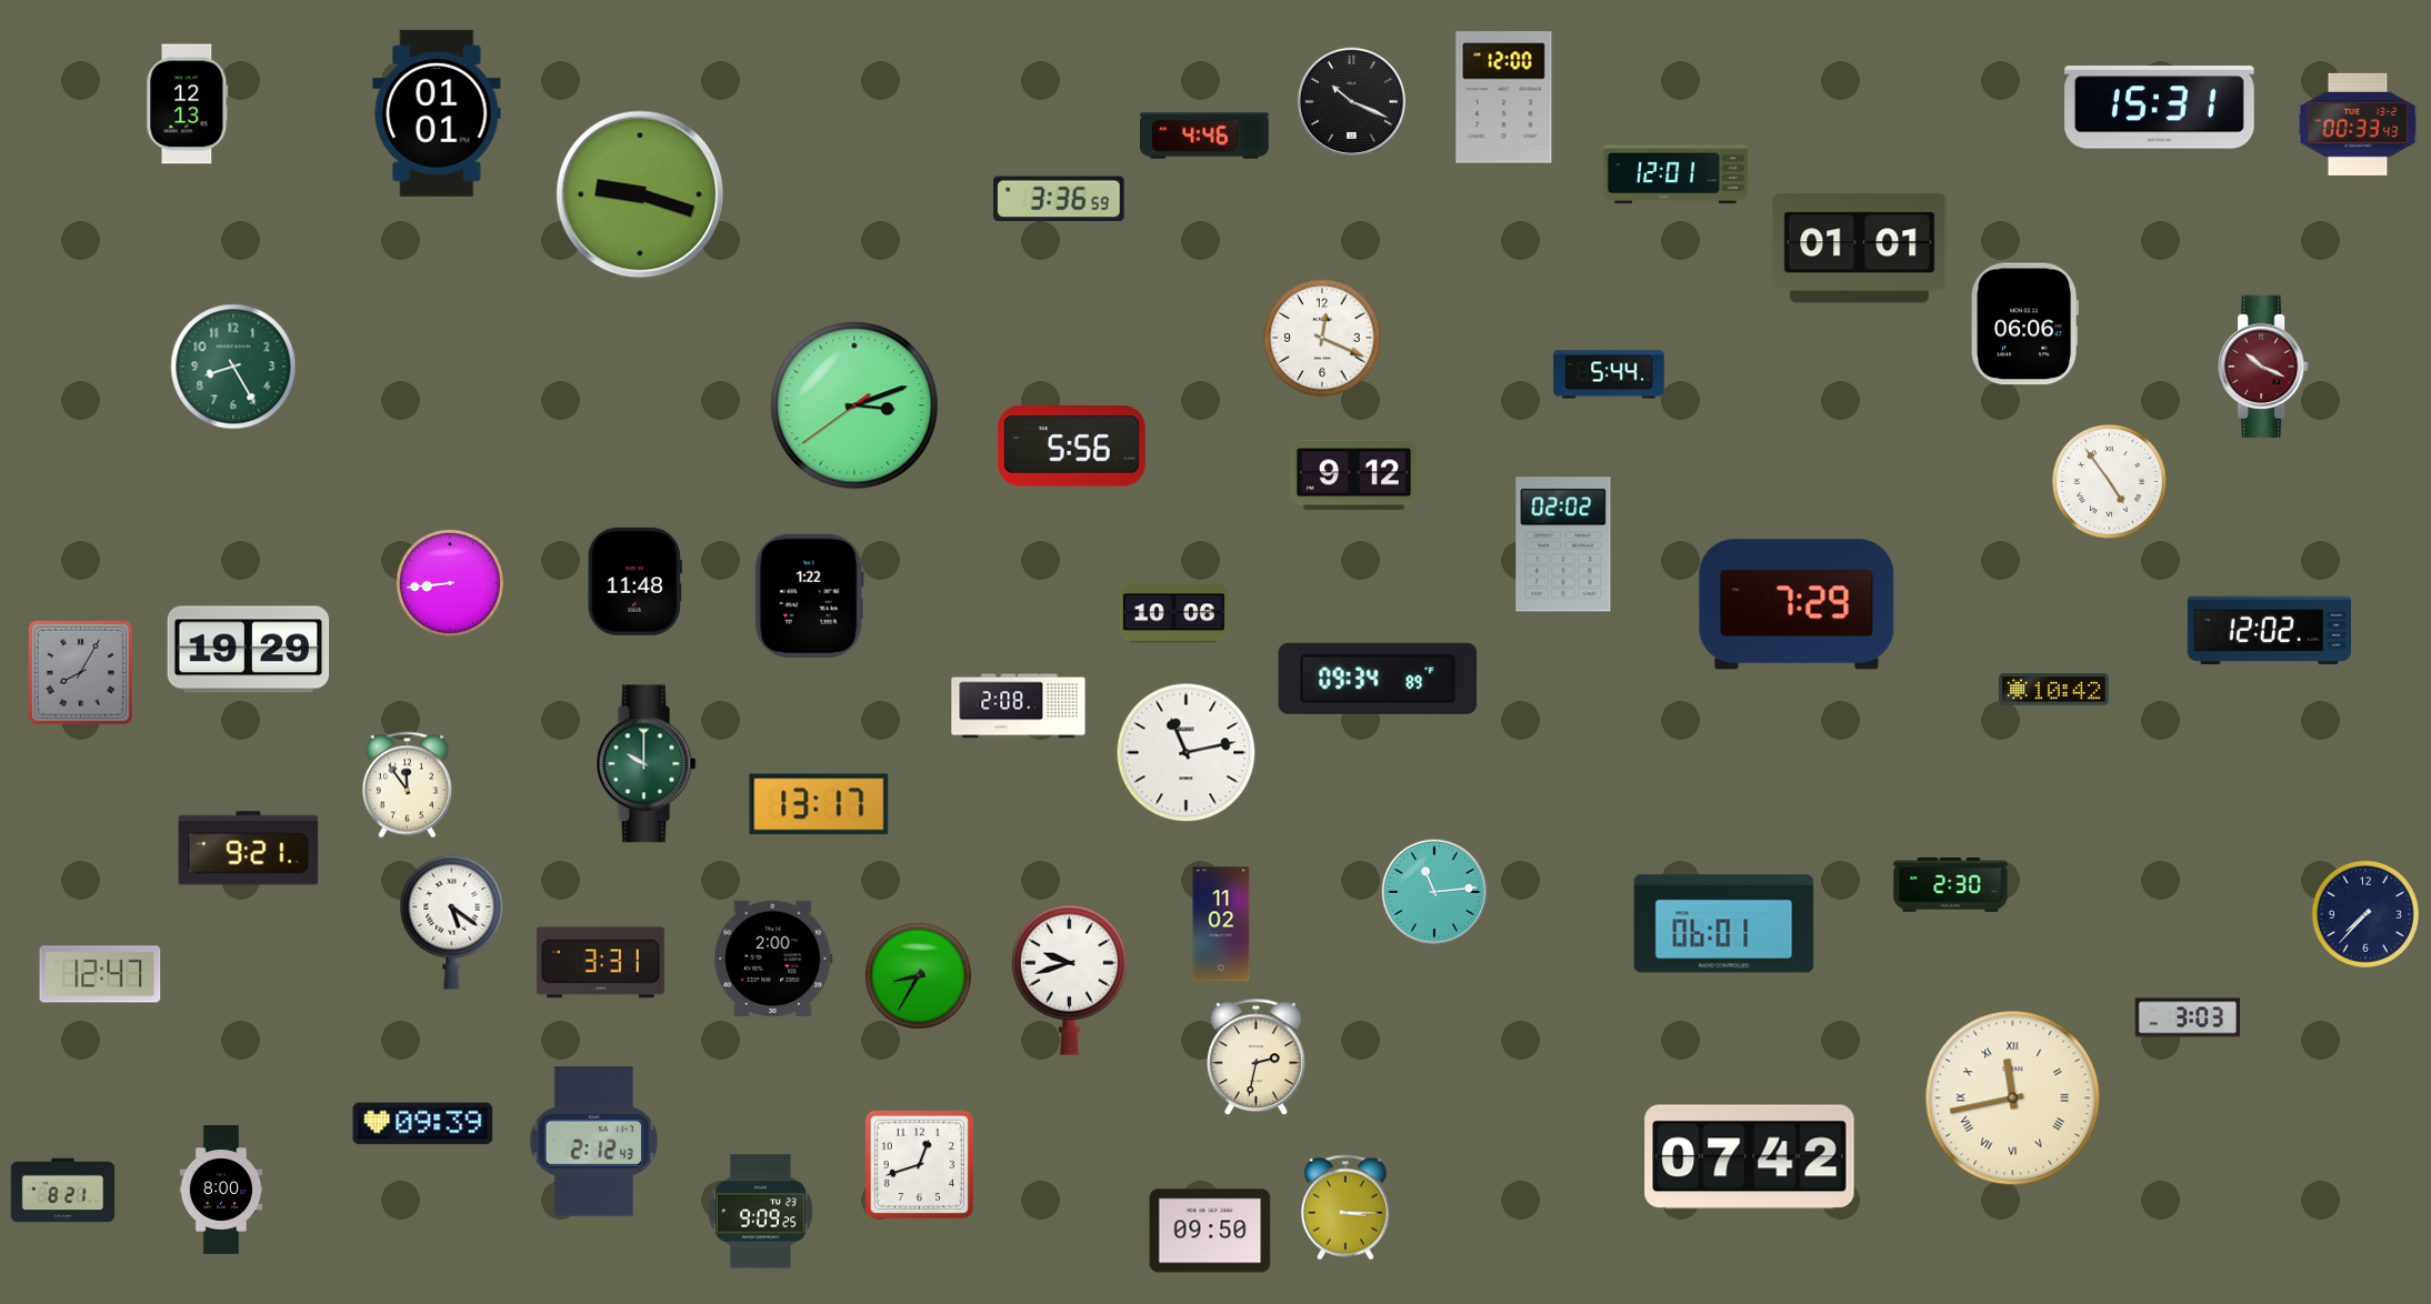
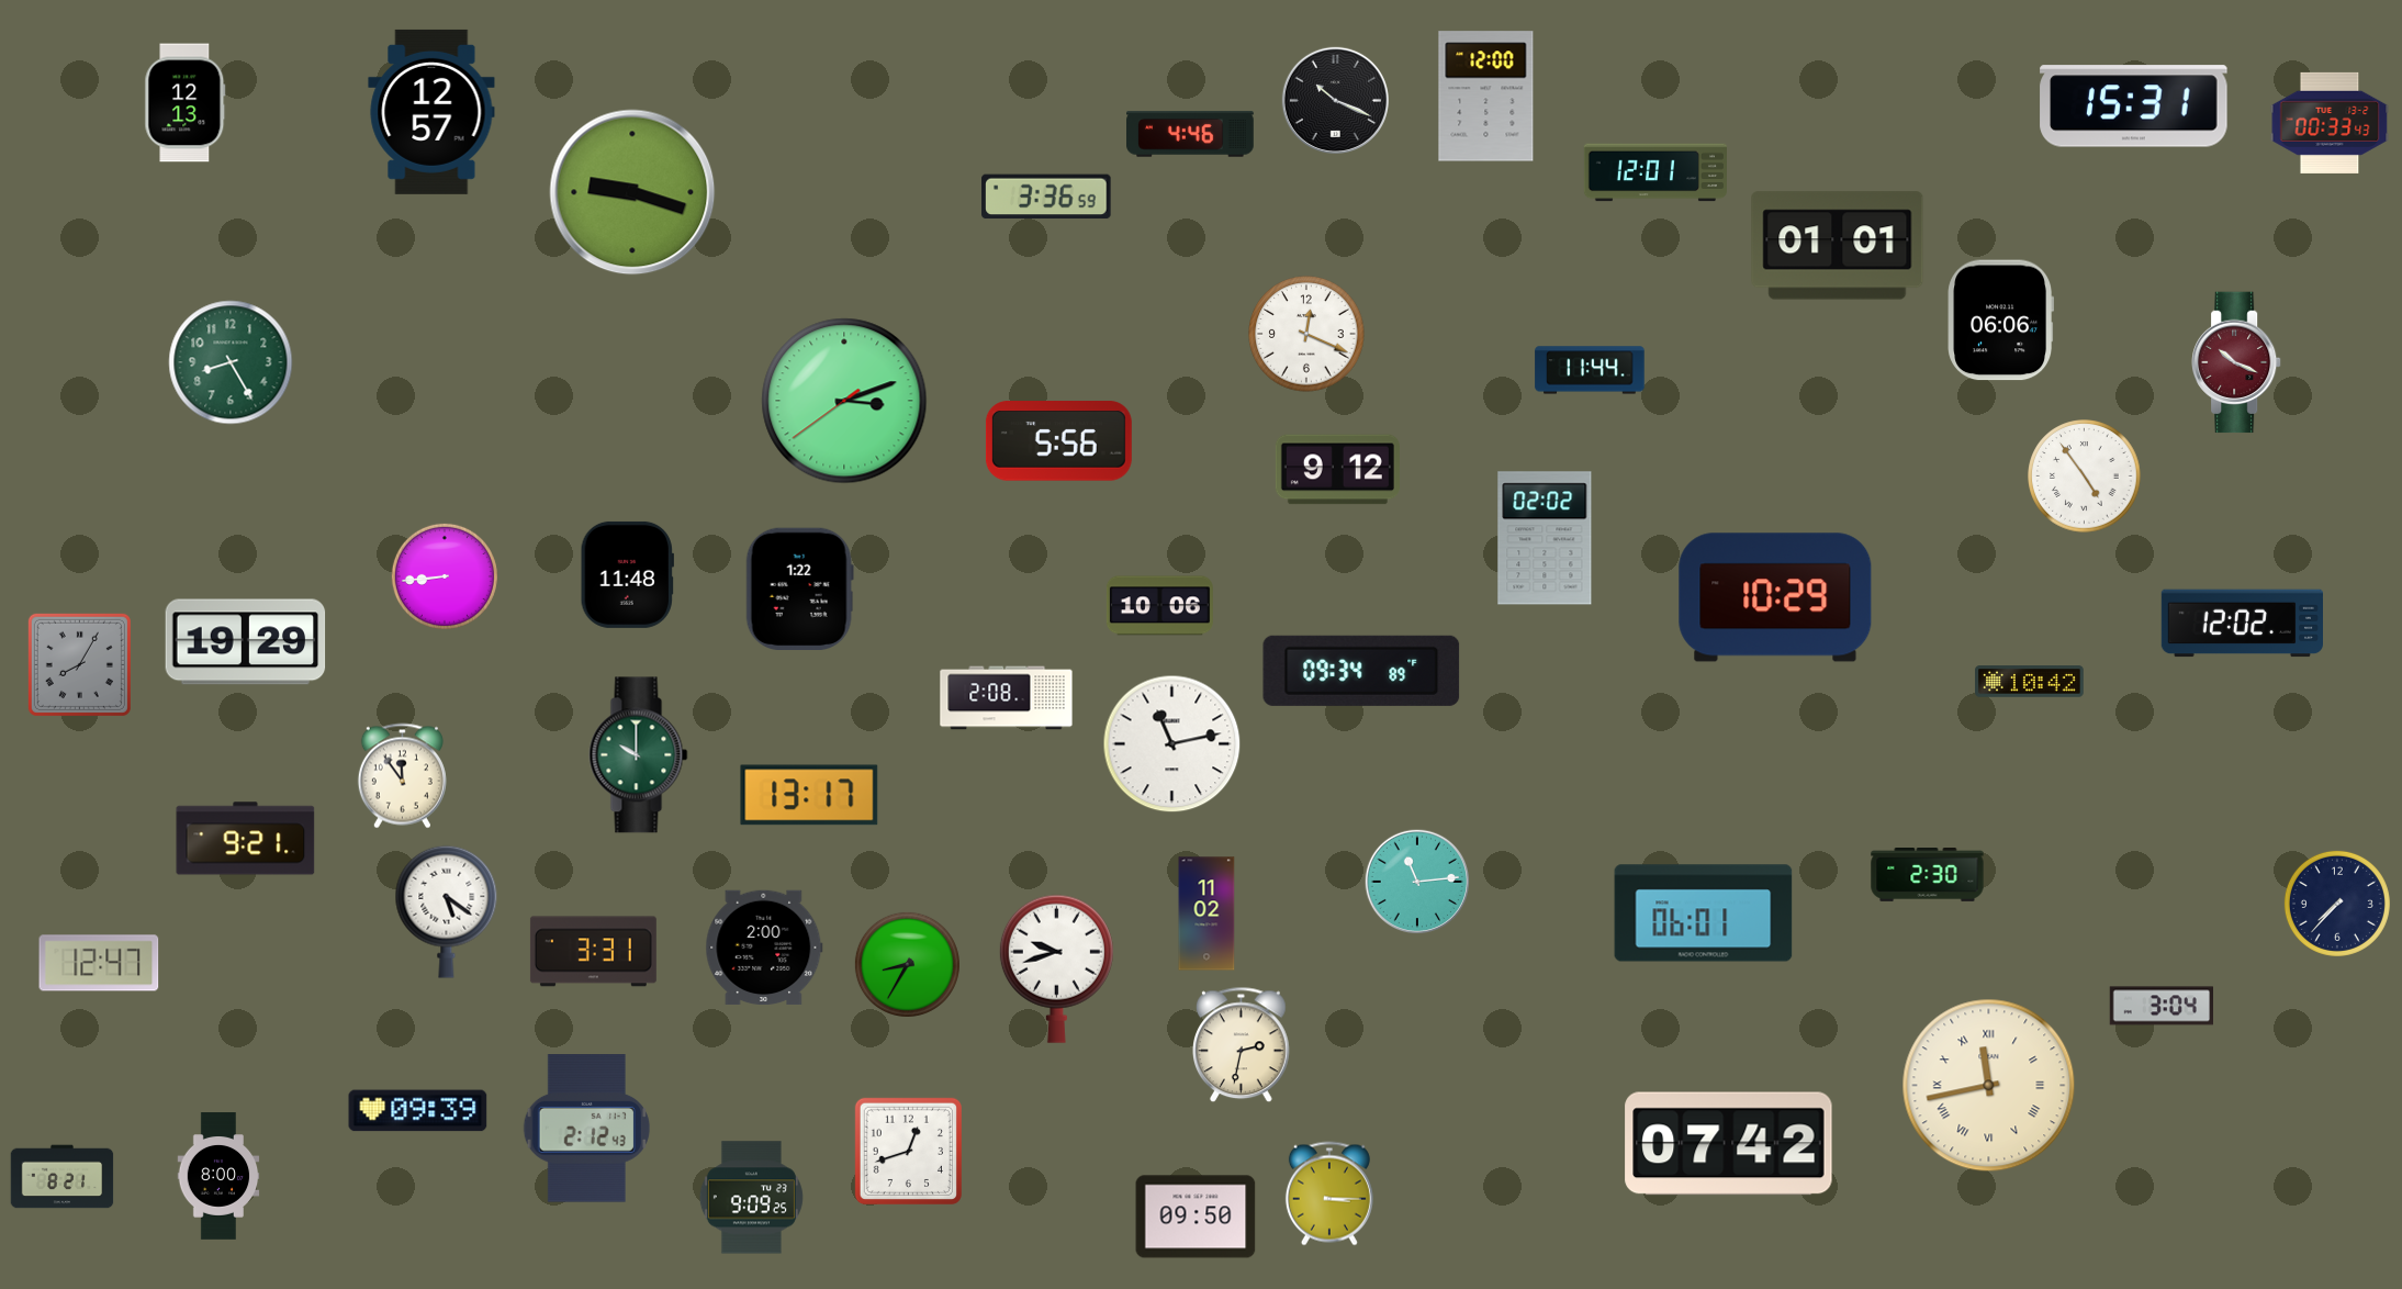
clock at (437, 113): 01:01 -> 12:57
clock at (1609, 374): 5:44 -> 11:44
clock at (1797, 604): 7:29 -> 10:29
clock at (2188, 1017): 3:03 -> 3:04
